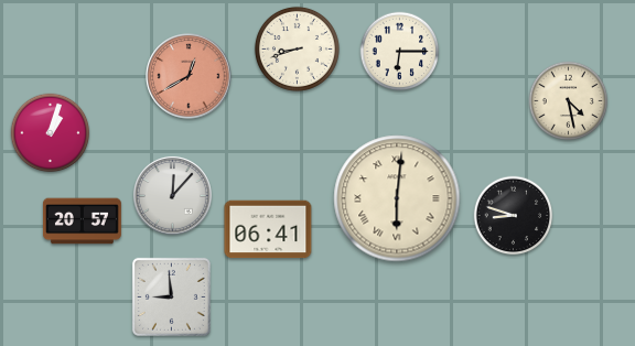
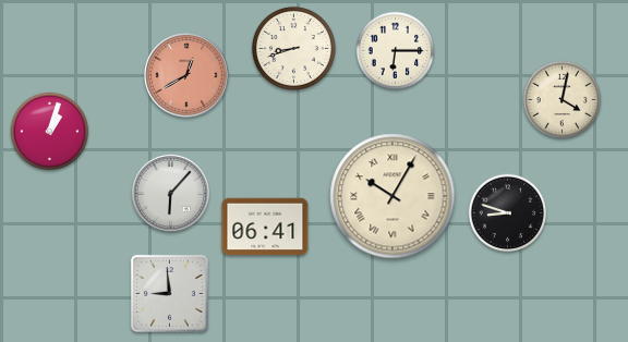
clock at (569, 101): 4:28 -> 4:02
clock at (172, 195): 12:07 -> 6:07
clock at (397, 198): 6:01 -> 10:05
clock at (82, 221): 20:57 -> none
